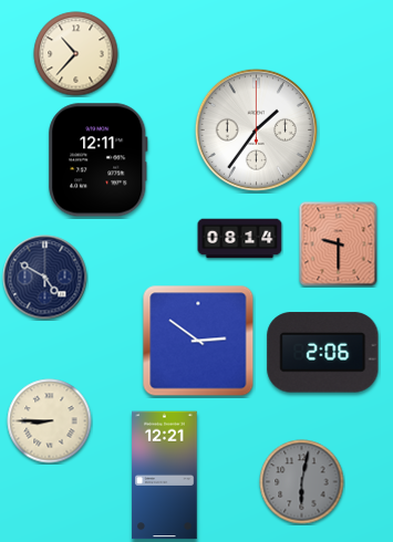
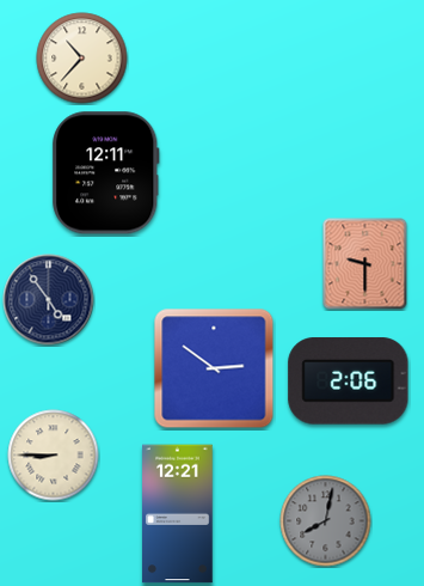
clock at (256, 129): 1:36 -> none
clock at (240, 239): 08:14 -> none
clock at (45, 278): 4:50 -> 4:54
clock at (302, 482): 6:02 -> 8:02
